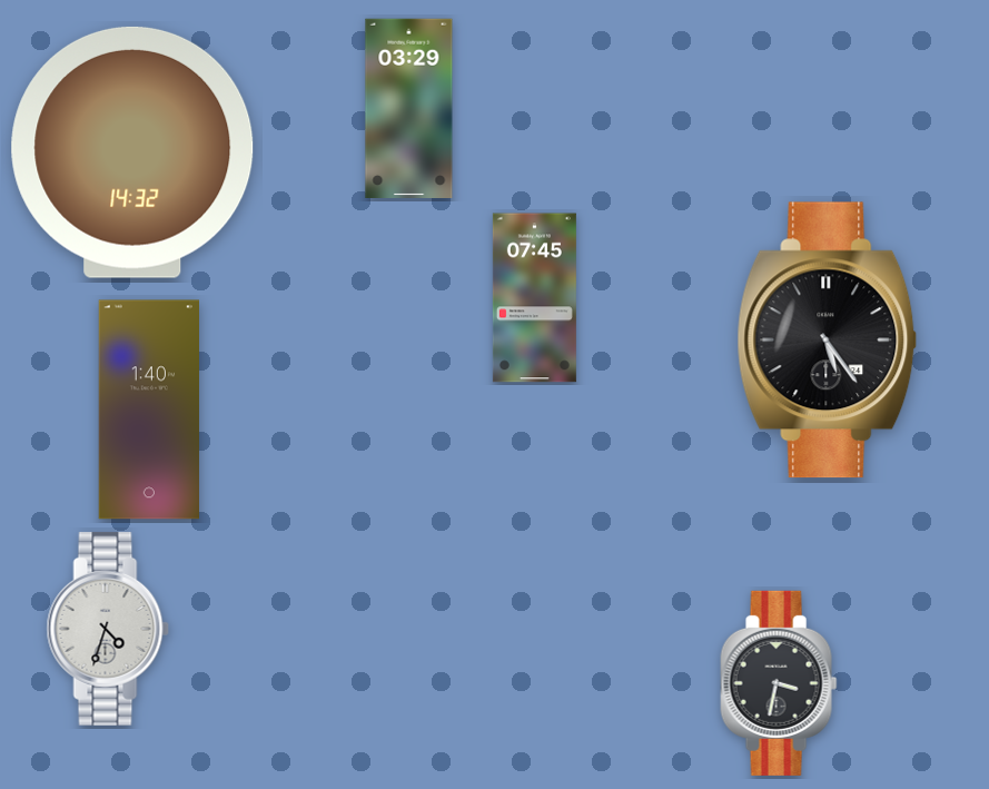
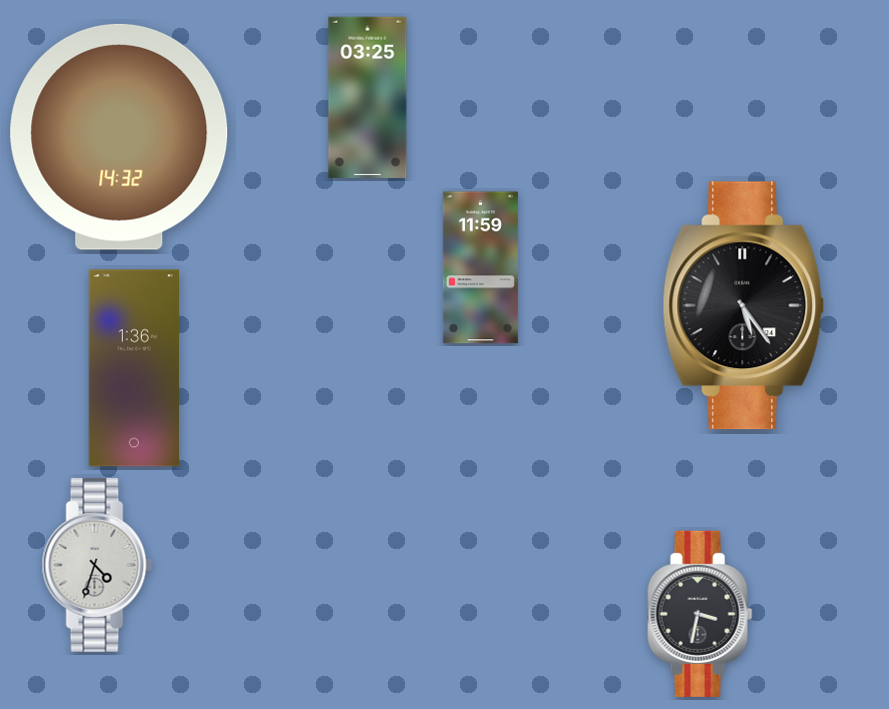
clock at (409, 109): 03:29 -> 03:25
clock at (534, 298): 07:45 -> 11:59
clock at (148, 410): 1:40 -> 1:36
